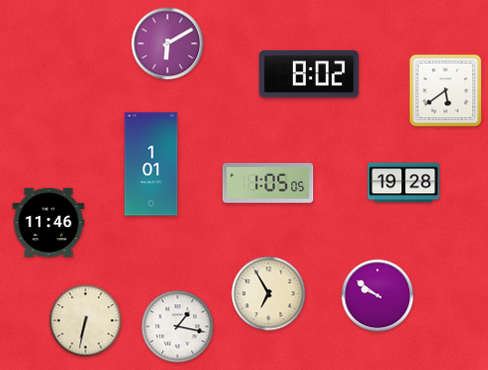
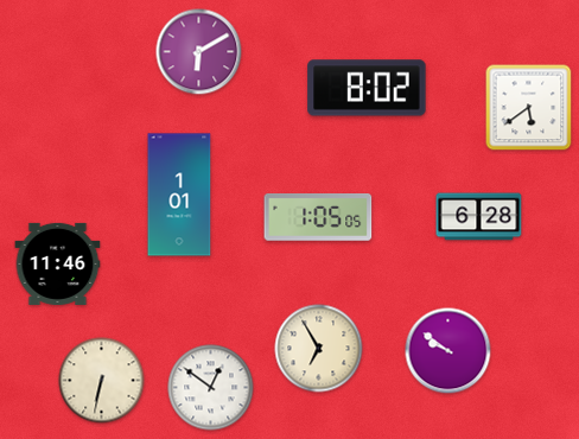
clock at (404, 183): 19:28 -> 6:28
clock at (178, 327): 1:17 -> 12:51
